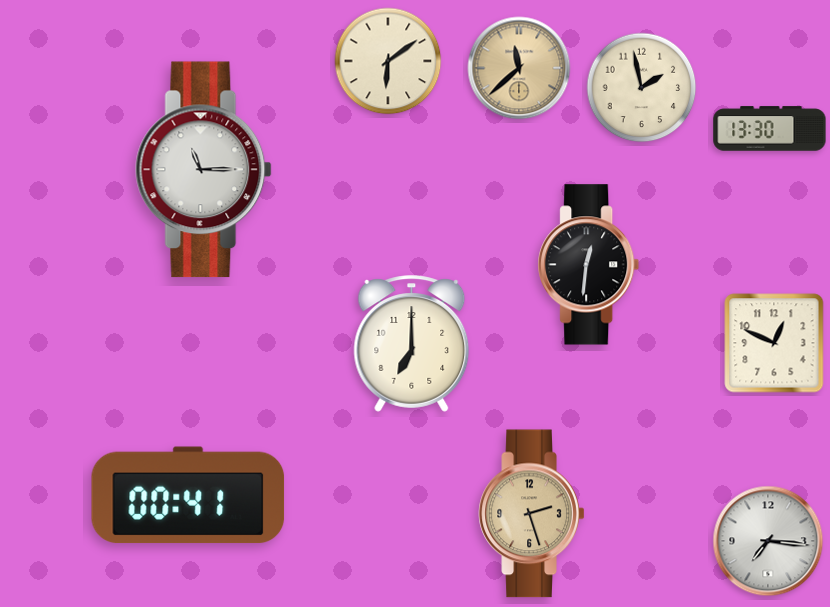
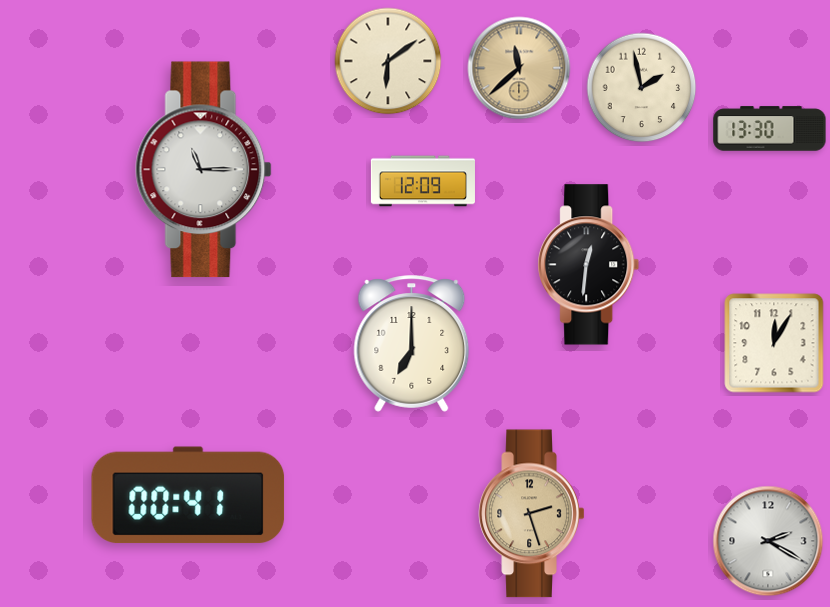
clock at (423, 181): none -> 12:09
clock at (774, 343): 12:49 -> 12:05
clock at (768, 541): 7:16 -> 2:20
